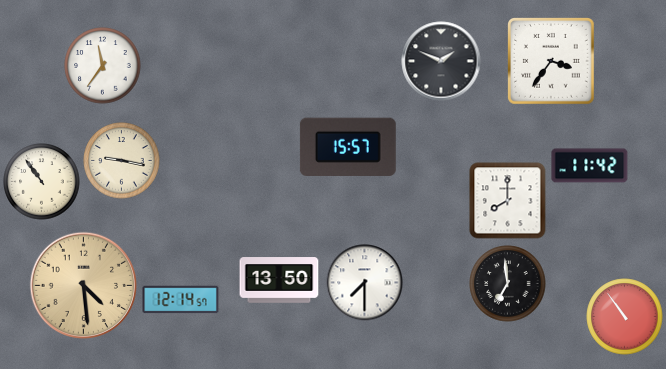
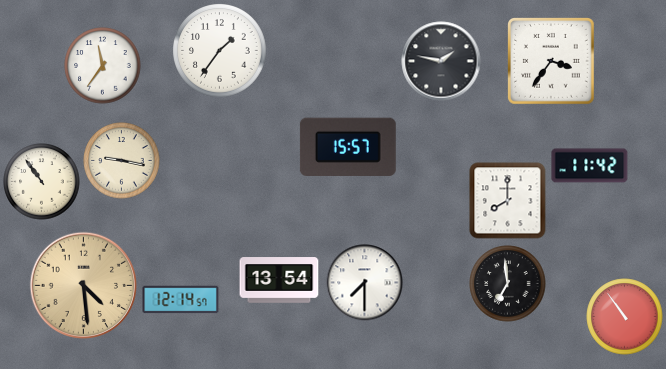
clock at (220, 51): none -> 1:36
clock at (441, 61): 1:49 -> 1:47
clock at (279, 280): 13:50 -> 13:54
